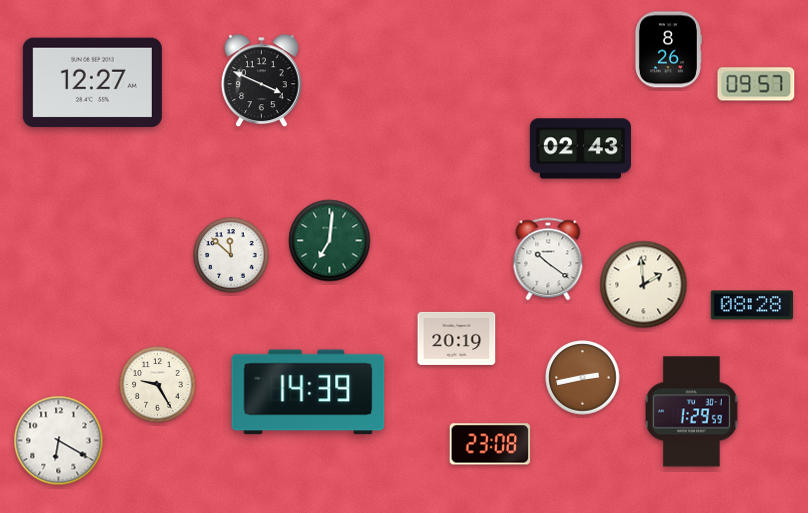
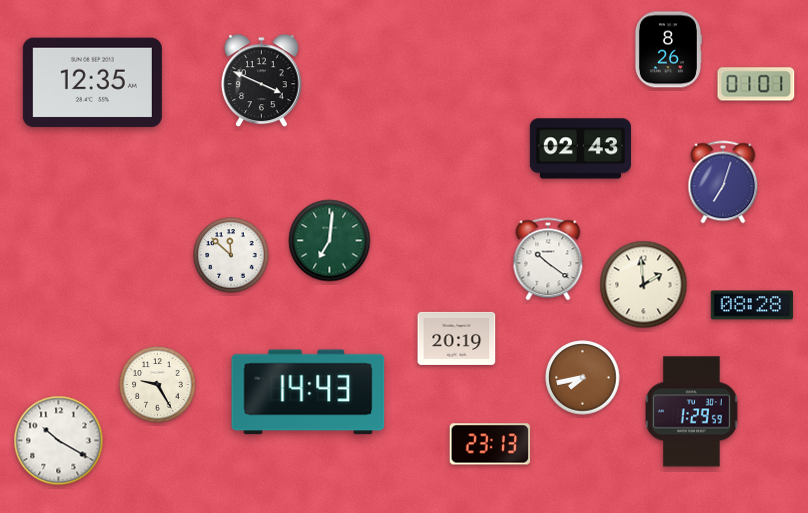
clock at (92, 83): 12:27 -> 12:35
clock at (756, 84): 09:57 -> 01:01
clock at (723, 182): none -> 7:03
clock at (583, 378): 2:43 -> 7:43
clock at (308, 392): 14:39 -> 14:43
clock at (59, 441): 6:20 -> 10:20
clock at (490, 444): 23:08 -> 23:13
